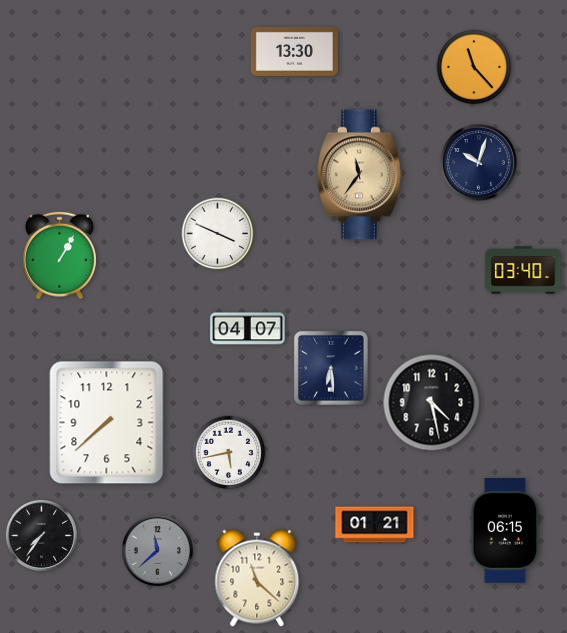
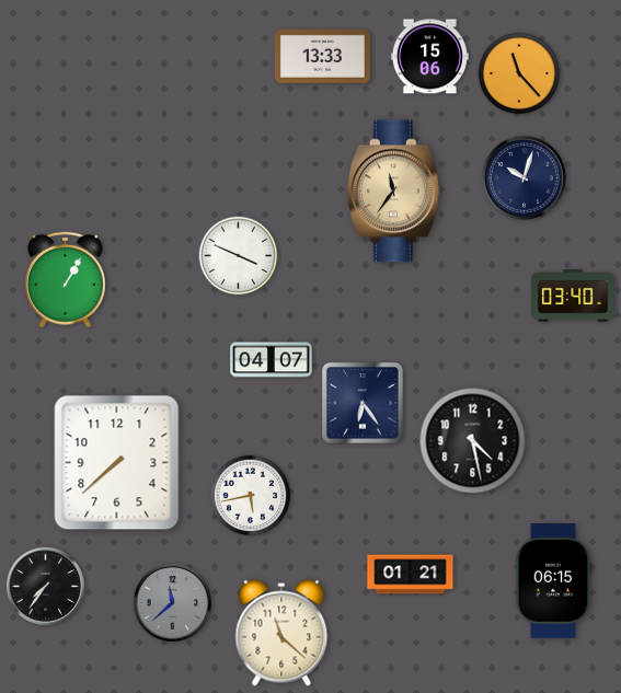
clock at (294, 51): 13:30 -> 13:33
clock at (429, 57): none -> 15:06
clock at (331, 368): 6:29 -> 6:24
